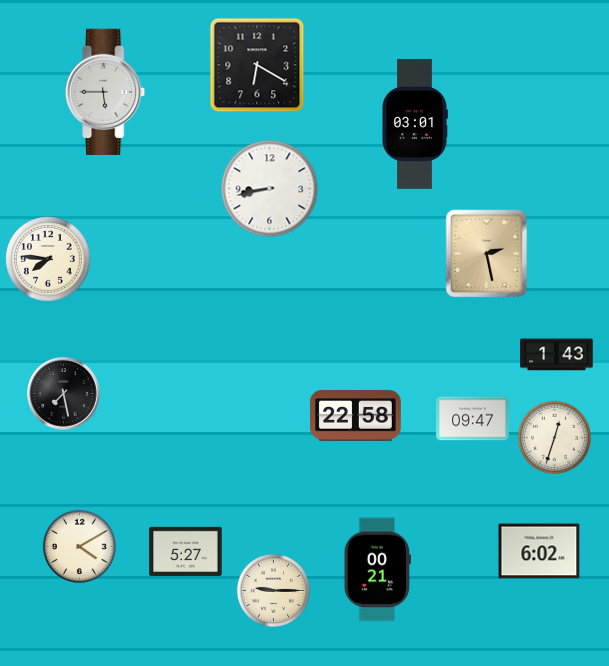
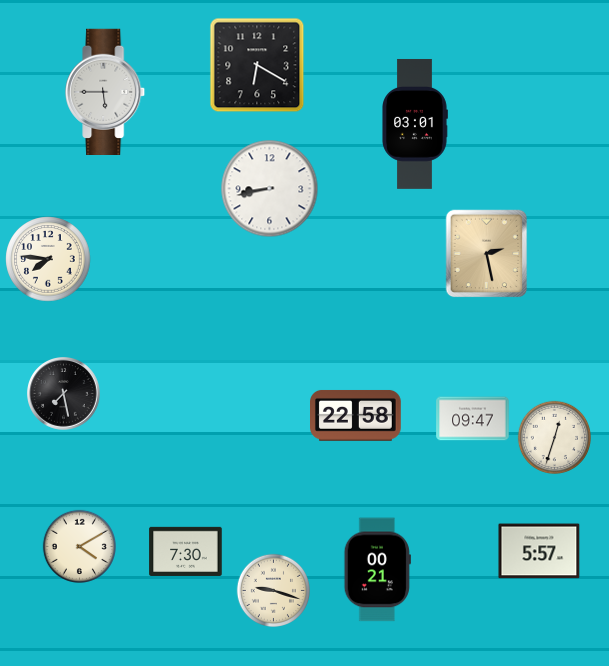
clock at (557, 355): 1:43 -> none
clock at (186, 551): 5:27 -> 7:30
clock at (539, 551): 6:02 -> 5:57
clock at (273, 590): 9:15 -> 9:18
